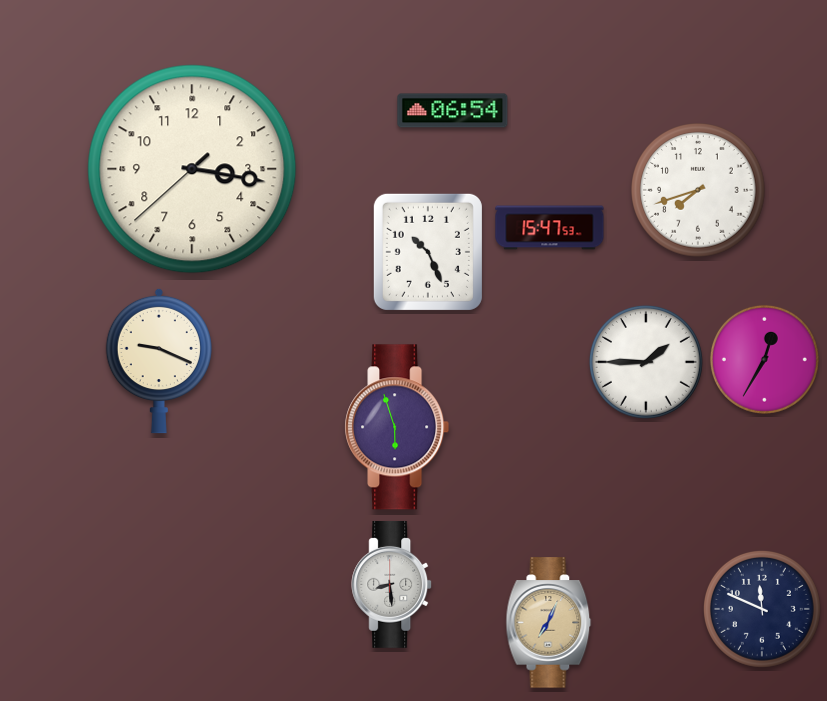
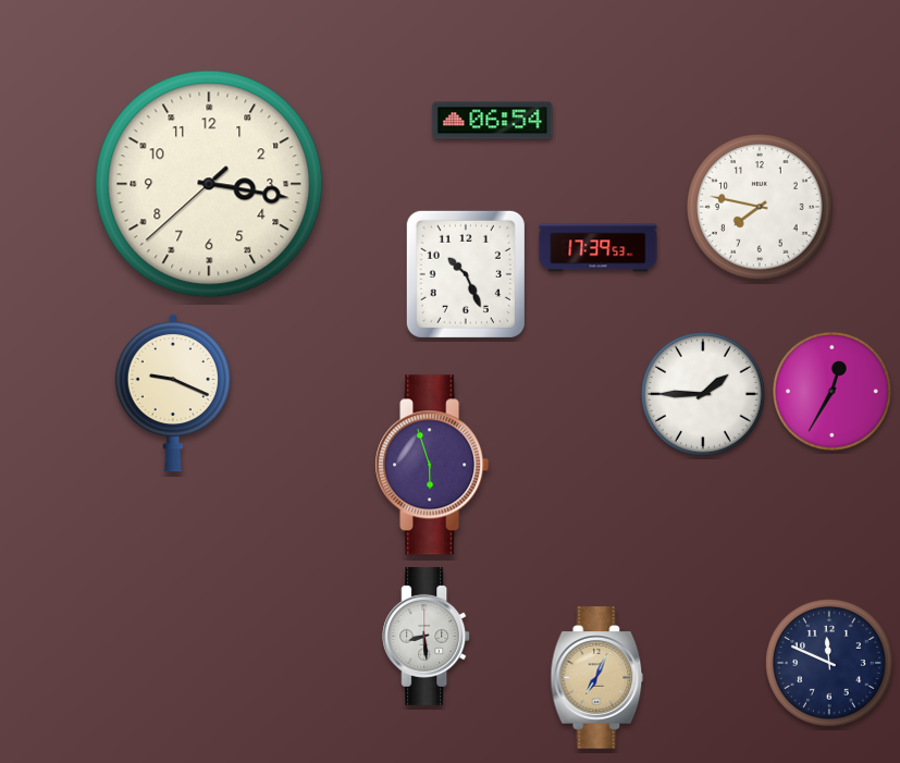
clock at (698, 190): 7:42 -> 7:47
clock at (550, 228): 15:47 -> 17:39
